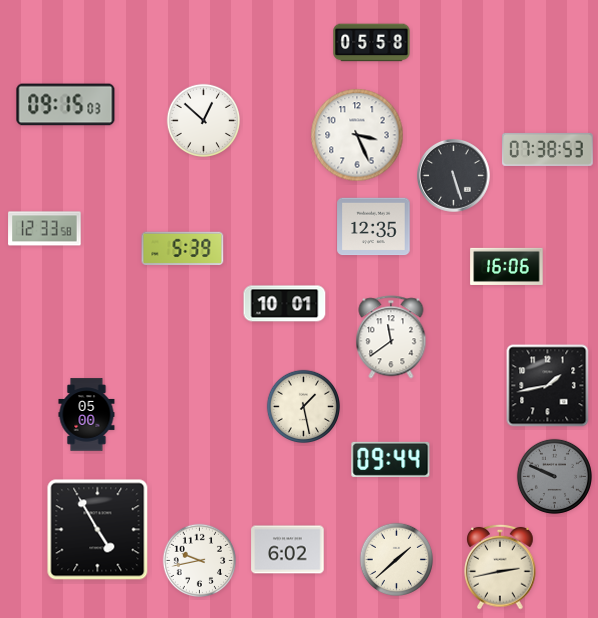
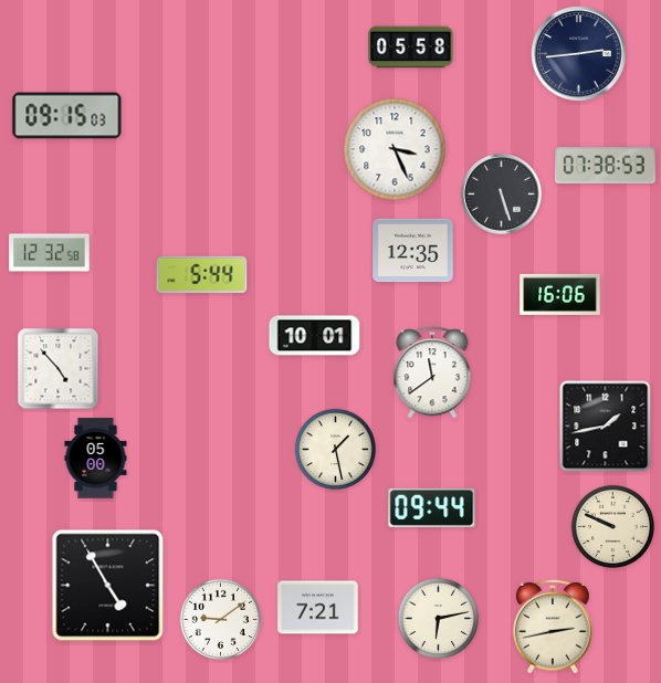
clock at (579, 54): none -> 2:44
clock at (66, 105) position: (66, 105) -> (67, 116)
clock at (204, 121): 12:52 -> none
clock at (45, 229): 12:33 -> 12:32
clock at (183, 249): 5:39 -> 5:44
clock at (59, 369): none -> 4:53
clock at (554, 476) dial: grey -> cream
clock at (288, 550): 6:02 -> 7:21
clock at (397, 560): 1:38 -> 6:13
clock at (200, 561): 9:43 -> 9:09
